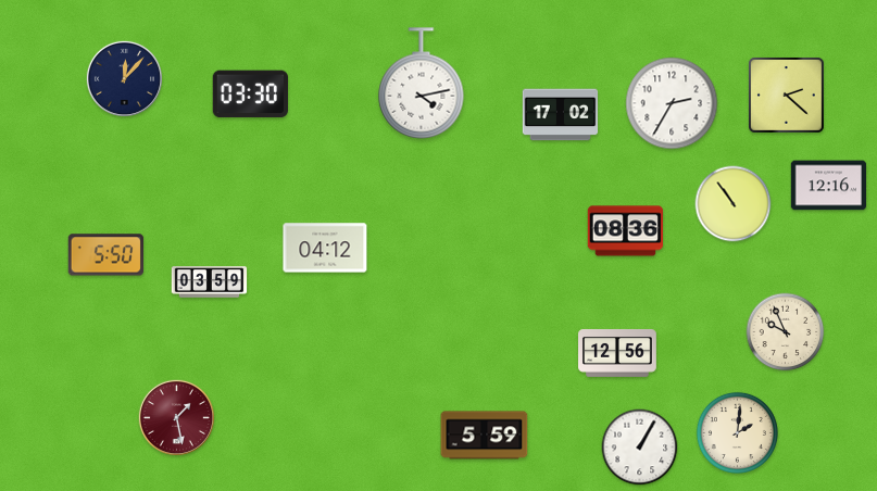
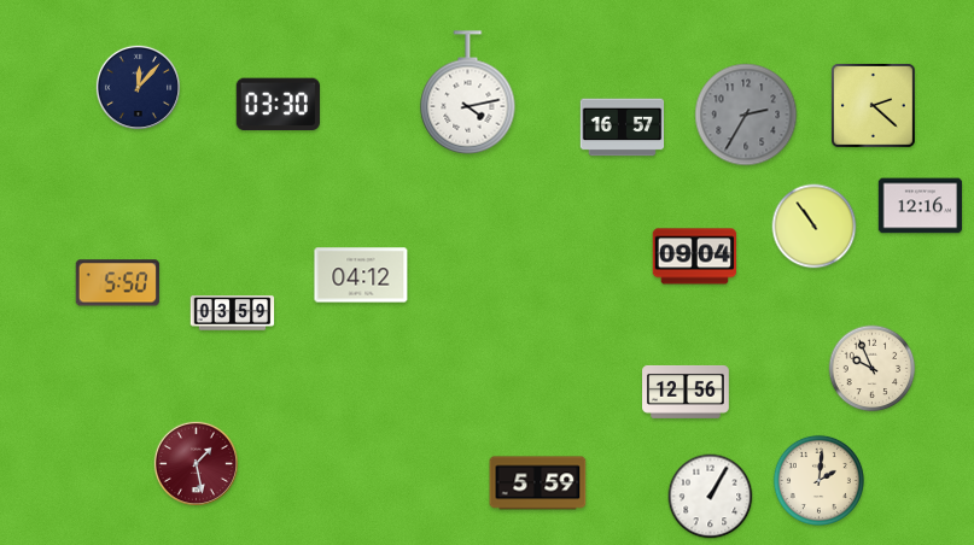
clock at (672, 103) dial: white -> grey
clock at (561, 115): 17:02 -> 16:57
clock at (626, 231): 08:36 -> 09:04
